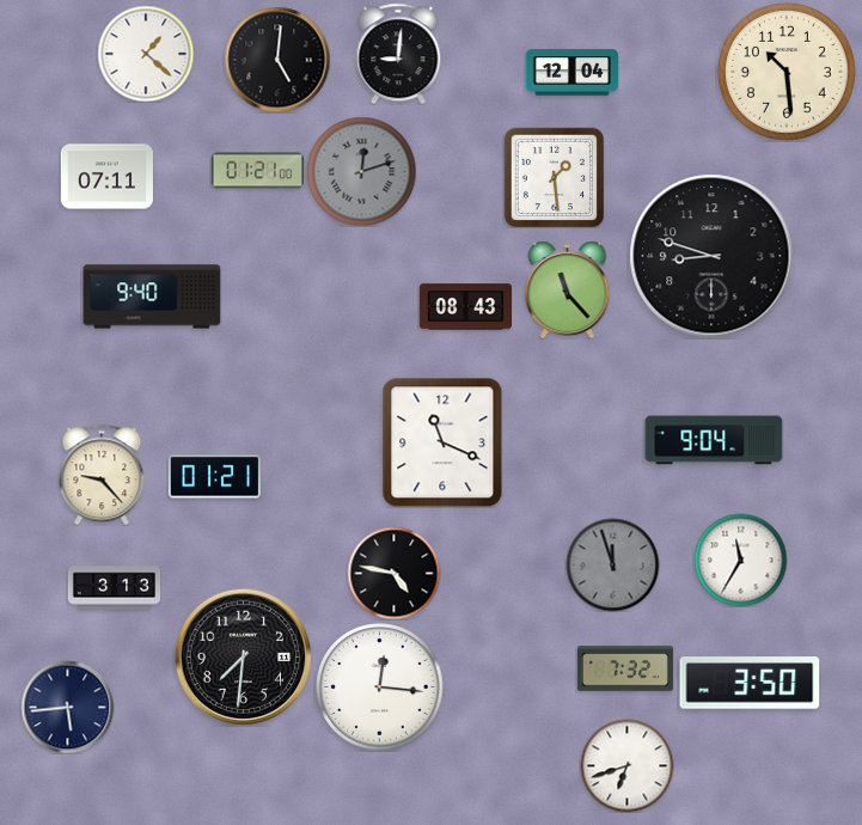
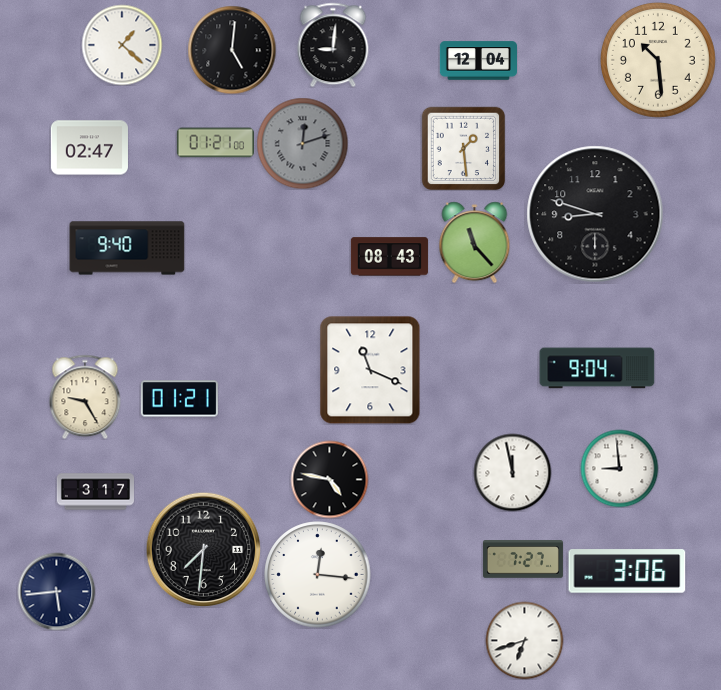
clock at (106, 177): 07:11 -> 02:47
clock at (102, 475): 9:23 -> 9:25
clock at (740, 560): 11:35 -> 8:59
clock at (612, 564): 11:57 -> 11:58
clock at (612, 564) dial: grey -> white
clock at (114, 588): 3:13 -> 3:17
clock at (625, 668): 7:32 -> 7:27
clock at (750, 683): 3:50 -> 3:06
